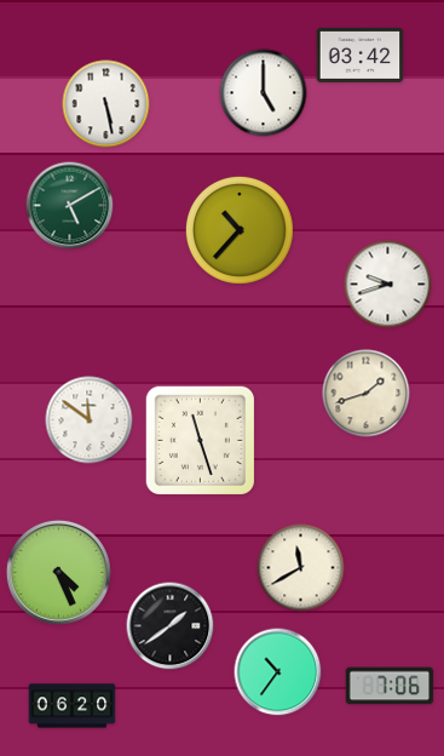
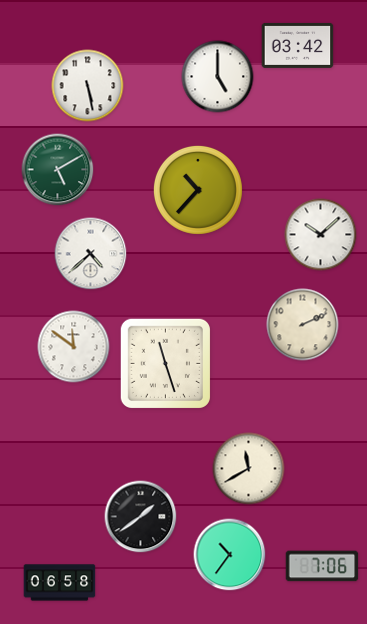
clock at (388, 285): 9:42 -> 10:08
clock at (91, 254): none -> 4:38
clock at (367, 394): 1:42 -> 2:11
clock at (58, 572): 4:26 -> none
clock at (73, 706): 06:20 -> 06:58
